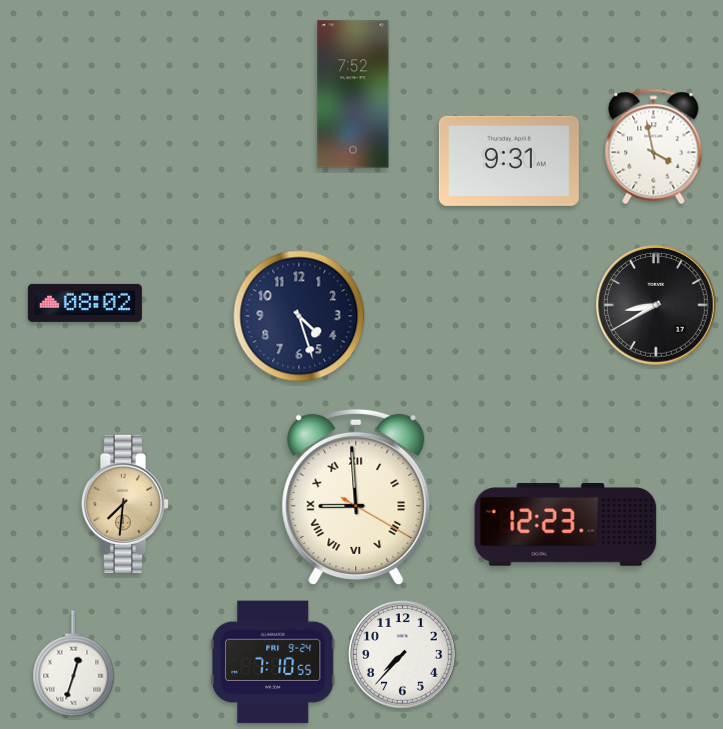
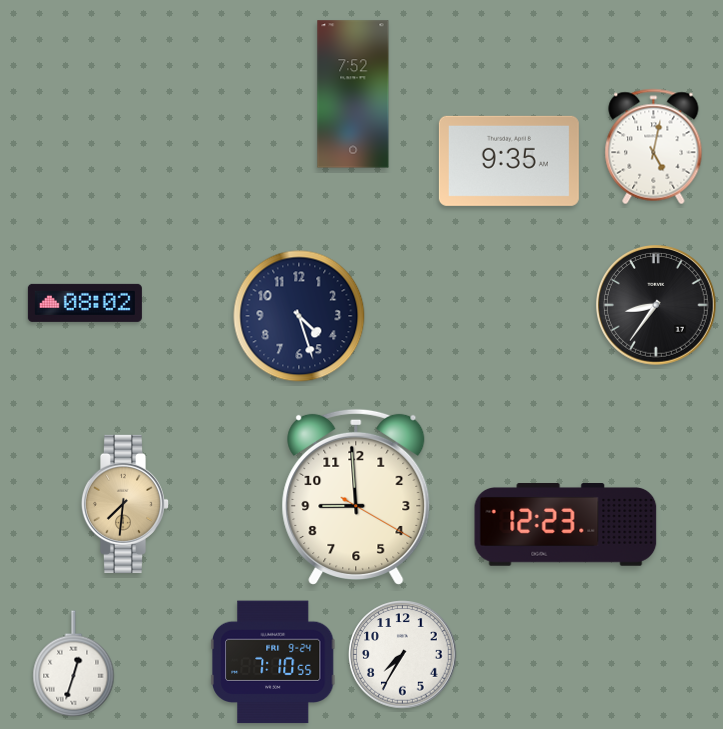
clock at (654, 147): 3:58 -> 5:02
clock at (509, 161): 9:31 -> 9:35
clock at (657, 306): 8:40 -> 8:36
clock at (356, 497) numerals: Roman -> Arabic
clock at (403, 655): 7:37 -> 7:35
